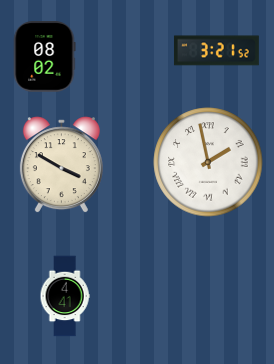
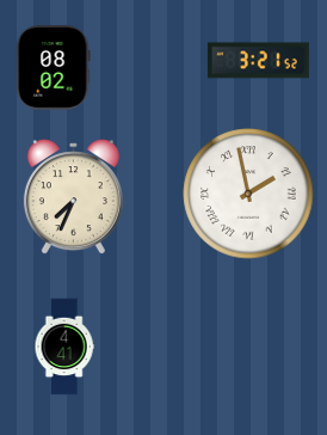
clock at (61, 165): 3:50 -> 7:34
clock at (65, 296) position: (65, 296) -> (64, 347)
